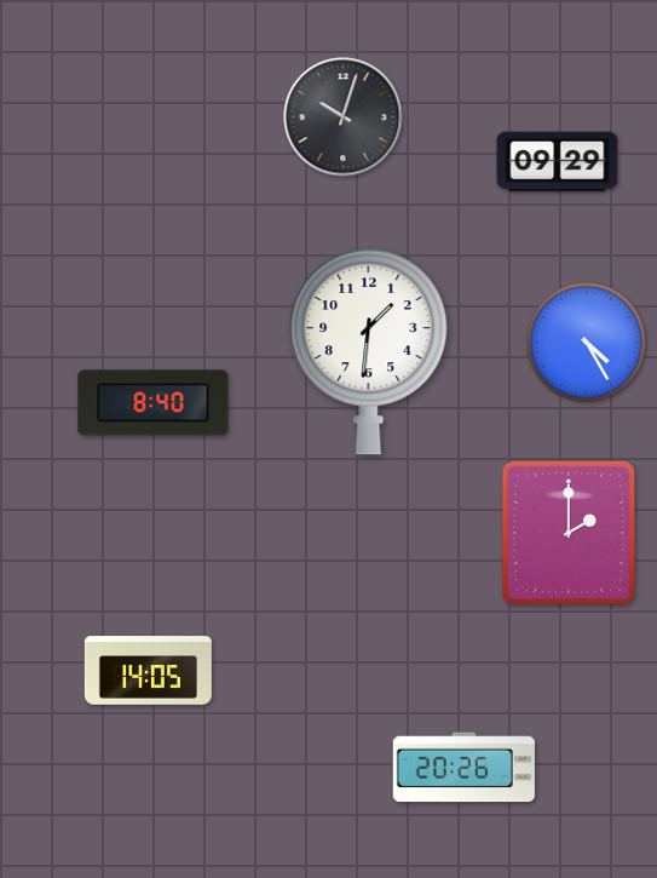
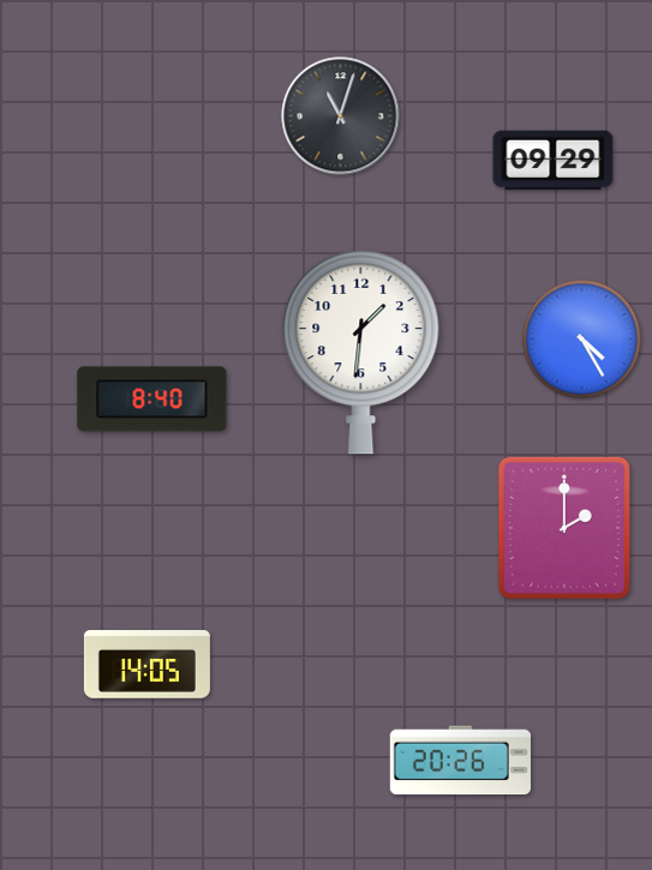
clock at (344, 117): 10:03 -> 11:03
clock at (369, 351) position: (369, 351) -> (361, 352)
